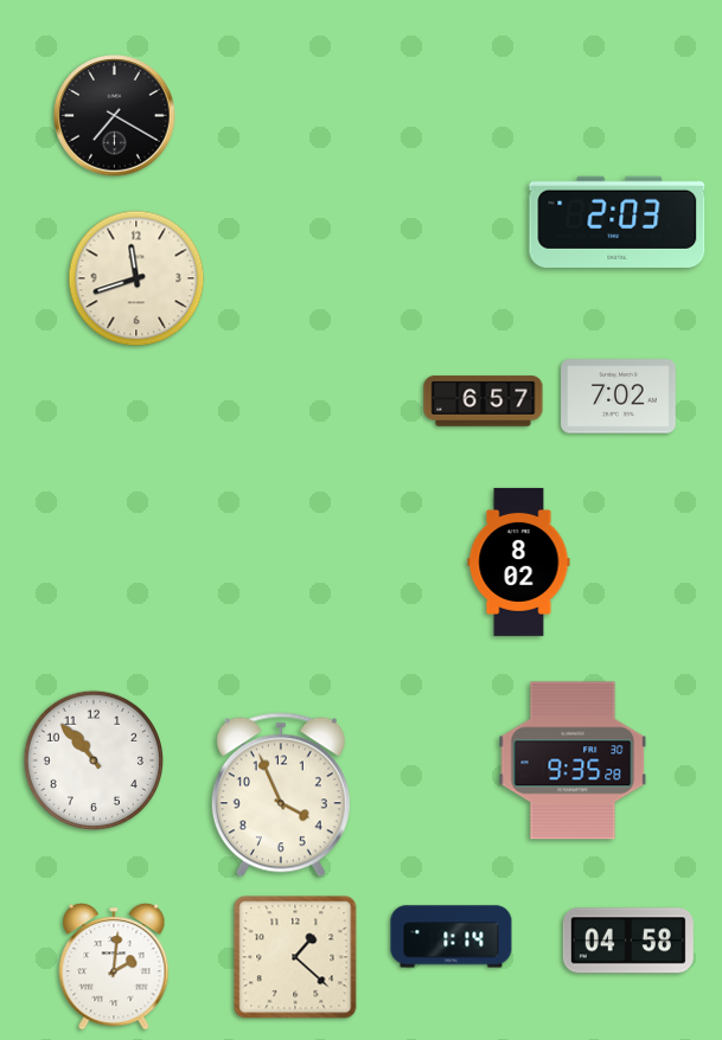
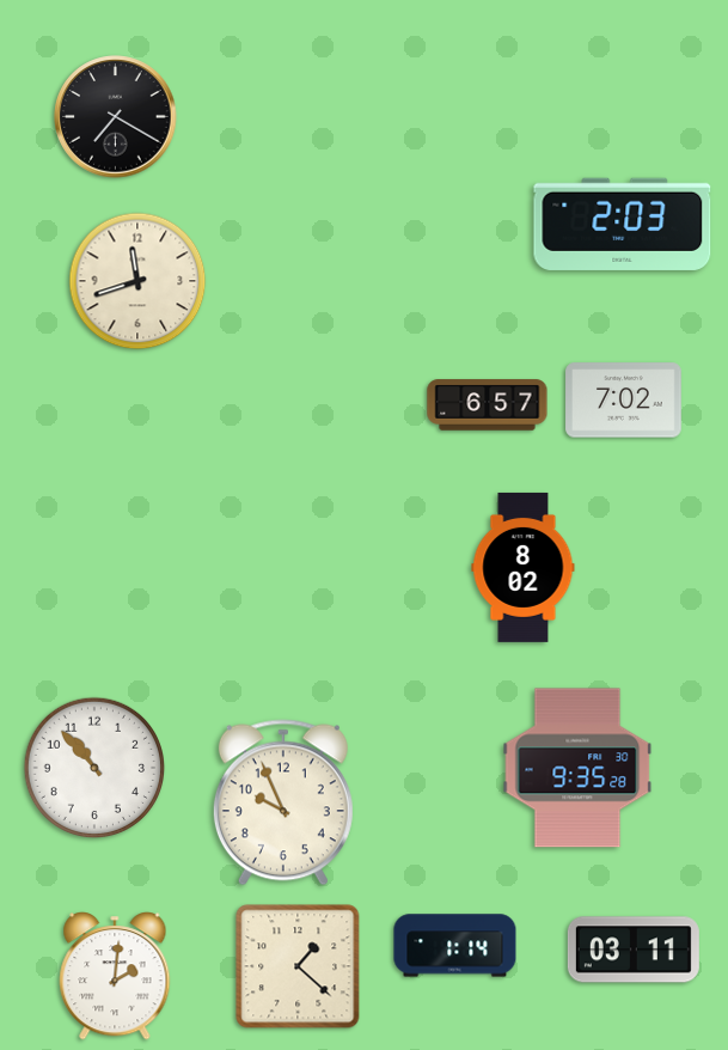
clock at (281, 795): 3:56 -> 9:56
clock at (628, 941): 04:58 -> 03:11
